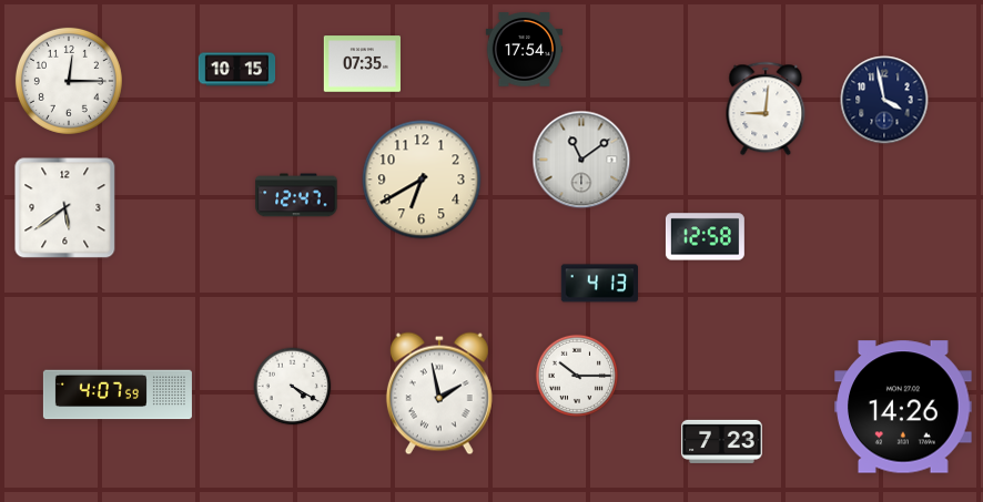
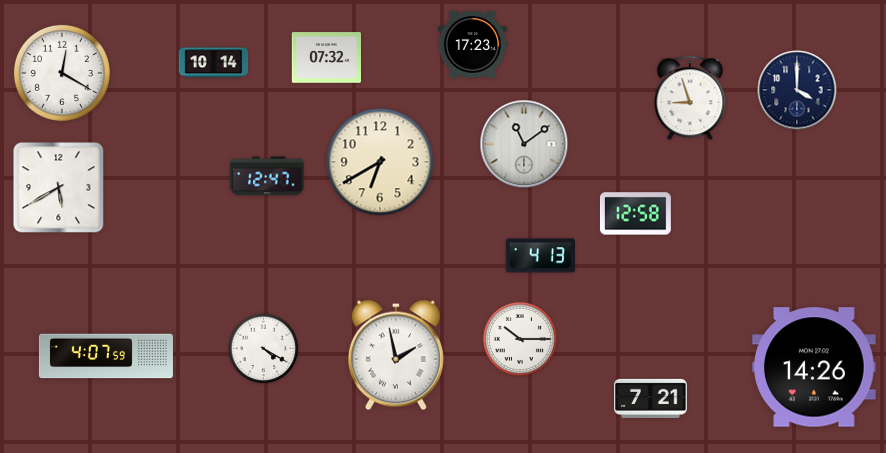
clock at (525, 50): 17:54 -> 17:23
clock at (362, 64): 07:35 -> 07:32
clock at (237, 70): 10:15 -> 10:14
clock at (69, 81): 12:15 -> 12:20
clock at (884, 100): 3:58 -> 4:00
clock at (766, 109): 9:01 -> 8:57
clock at (65, 208): 5:39 -> 5:40
clock at (722, 441): 7:23 -> 7:21
